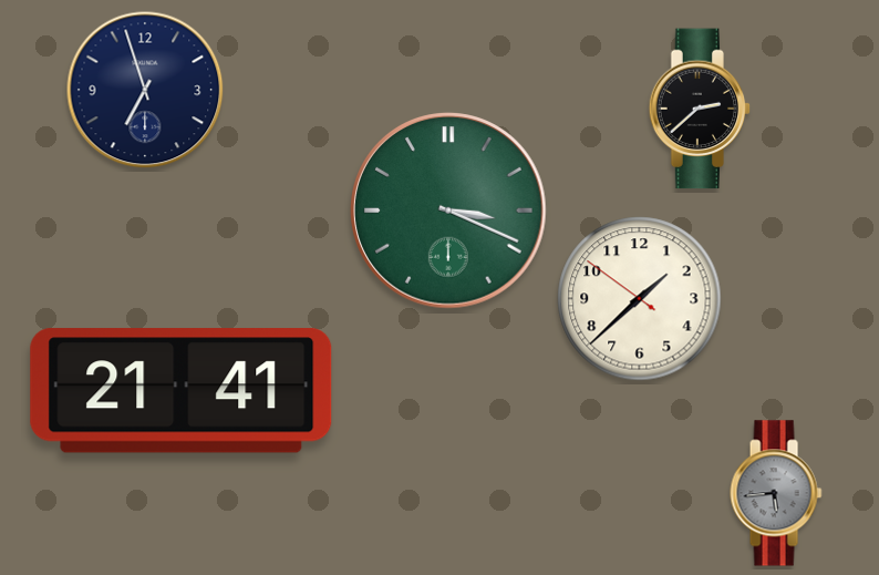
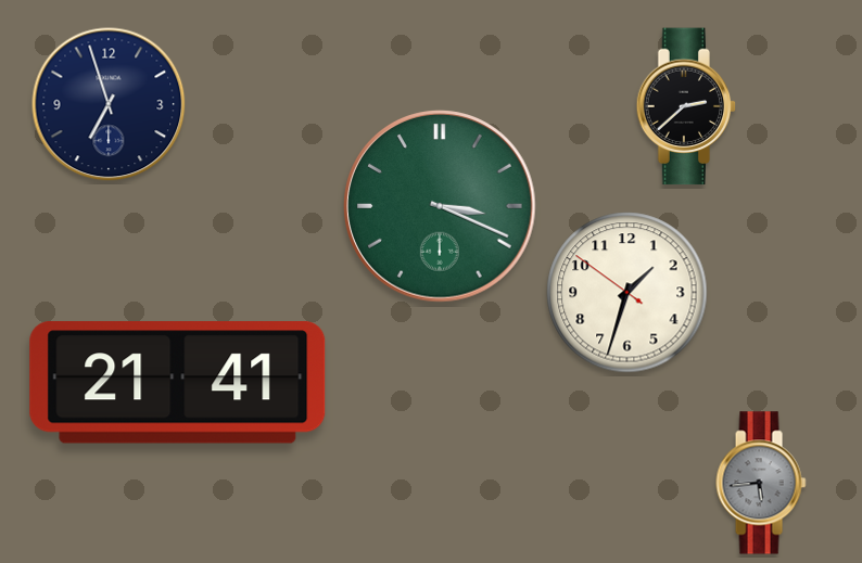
clock at (145, 90) position: (145, 90) -> (109, 104)
clock at (640, 299): 1:37 -> 1:32
